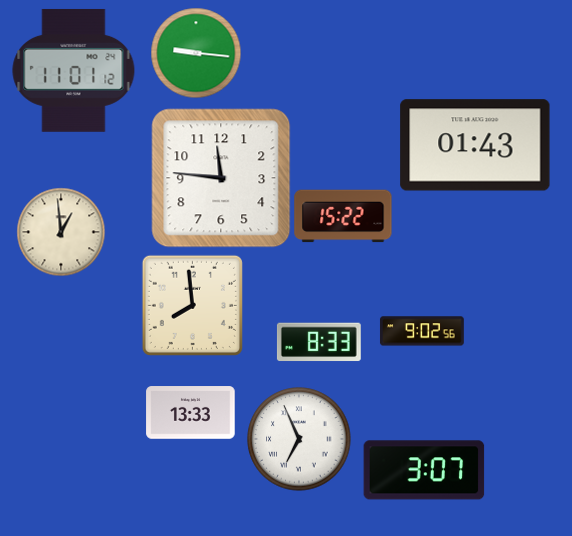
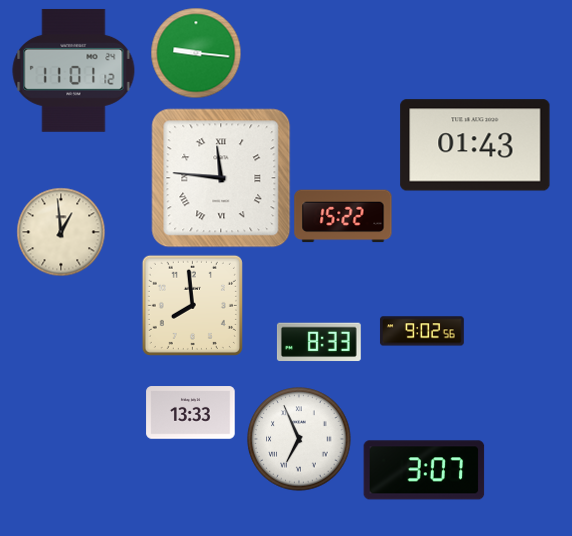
clock at (221, 178) numerals: Arabic -> Roman
